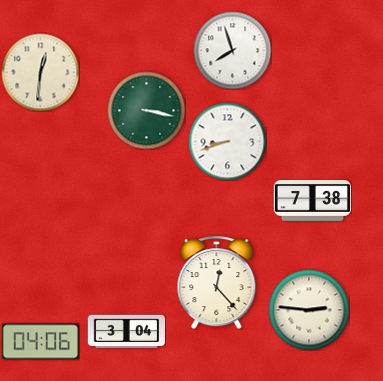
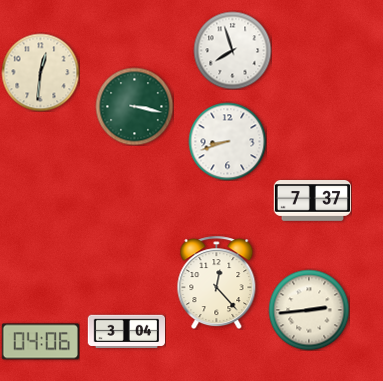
clock at (146, 110) position: (146, 110) -> (134, 106)
clock at (312, 201): 7:38 -> 7:37
clock at (309, 310): 2:46 -> 2:44
